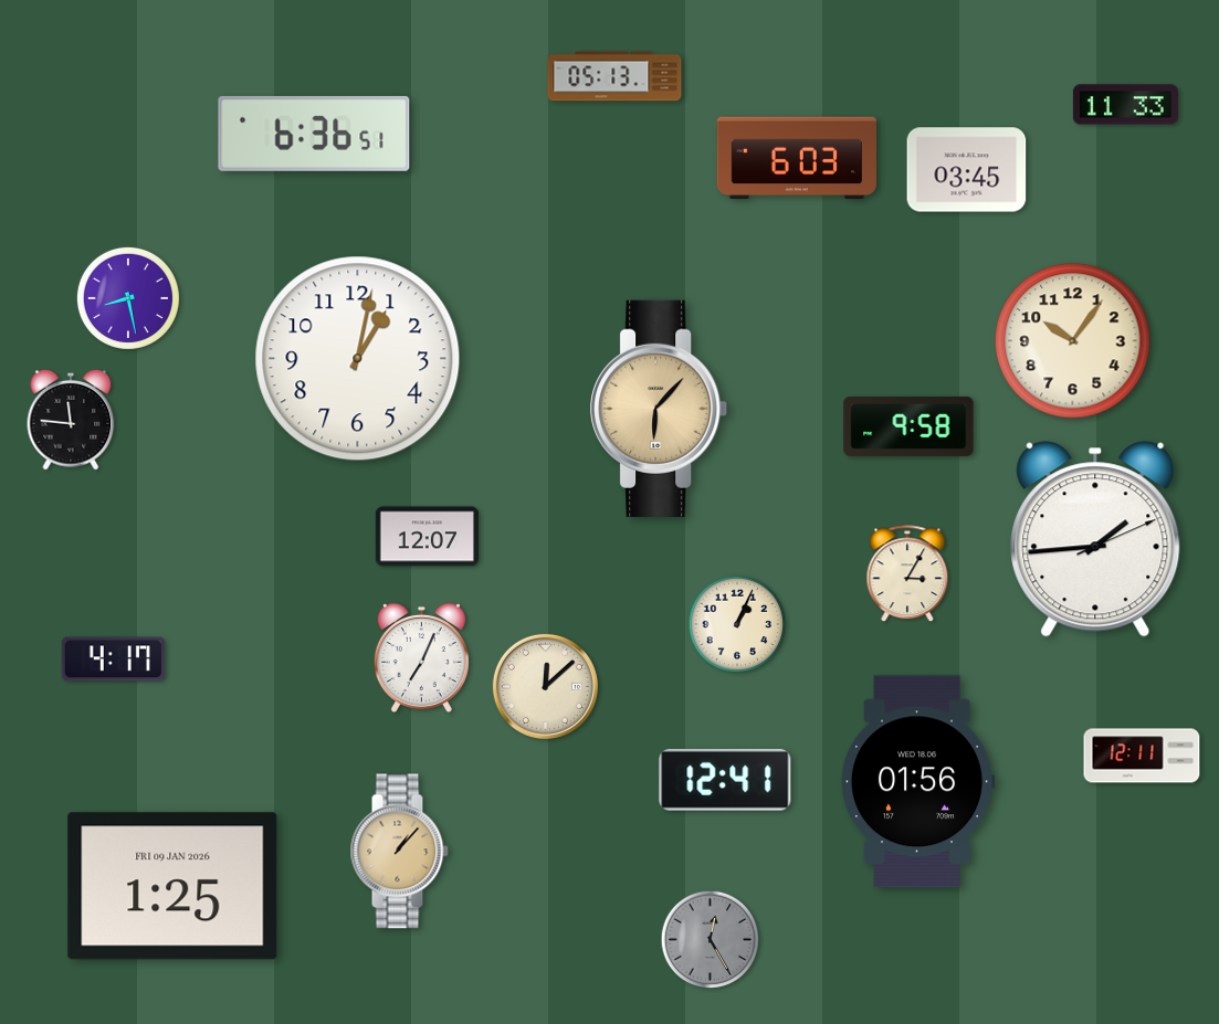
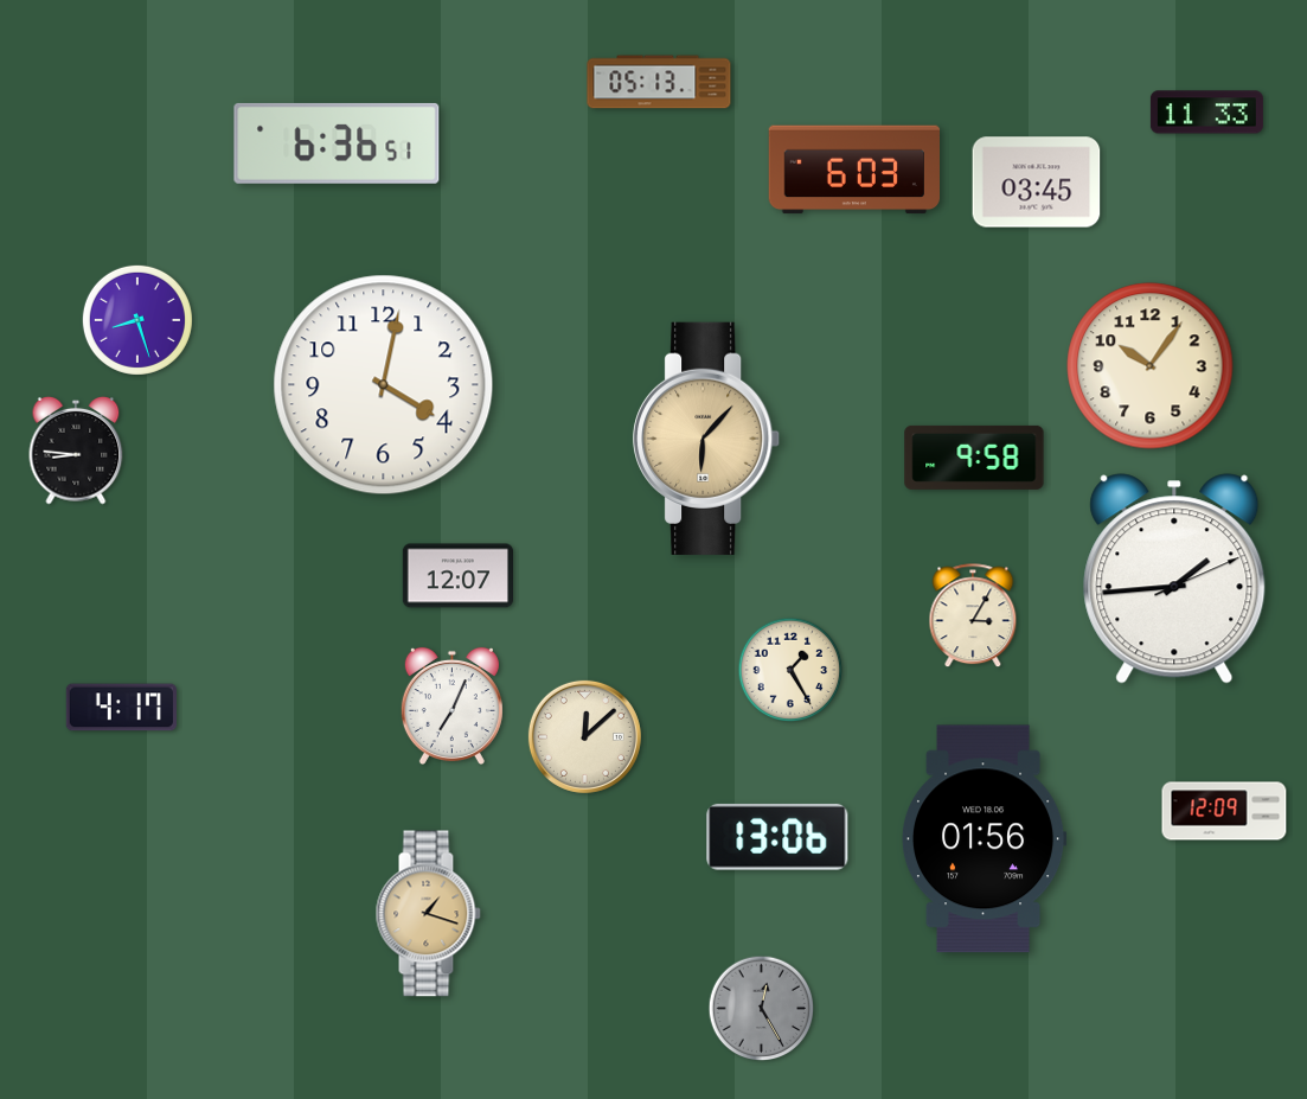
clock at (128, 298): 8:28 -> 8:27
clock at (358, 359): 1:02 -> 4:02
clock at (71, 420): 11:46 -> 8:46
clock at (737, 624): 1:04 -> 1:25
clock at (1142, 756): 12:11 -> 12:09
clock at (725, 780): 12:41 -> 13:06
clock at (399, 852): 1:07 -> 1:18
clock at (172, 886): 1:25 -> none
